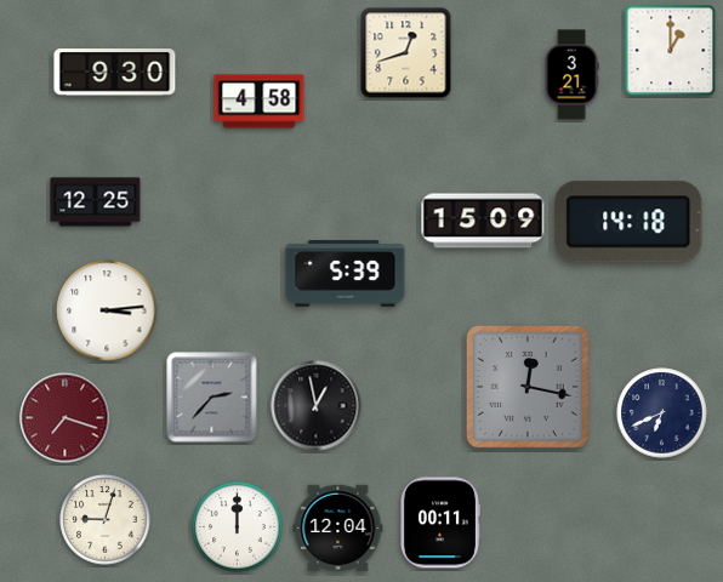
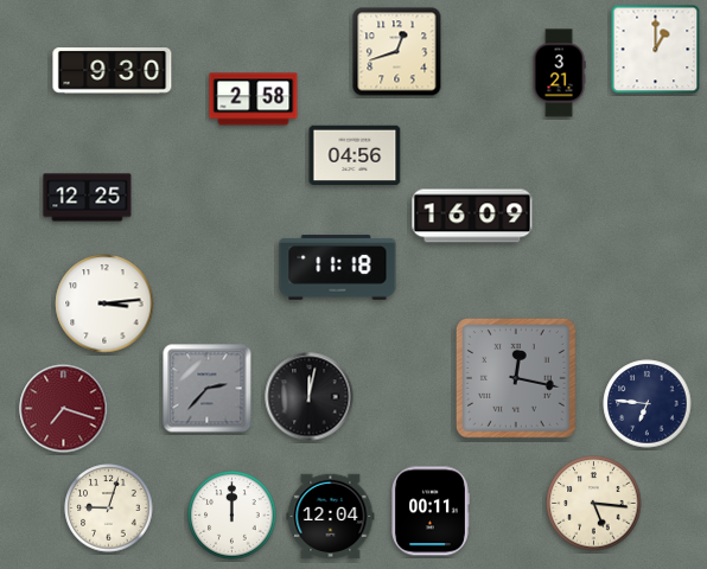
clock at (260, 102): 4:58 -> 2:58
clock at (355, 155): none -> 04:56
clock at (96, 202) position: (96, 202) -> (88, 198)
clock at (483, 221): 15:09 -> 16:09
clock at (628, 222): 14:18 -> none
clock at (346, 274): 5:39 -> 11:18
clock at (317, 406): 12:58 -> 12:02
clock at (662, 413): 6:41 -> 6:46
clock at (594, 504): none -> 5:16
clock at (106, 520) position: (106, 520) -> (109, 509)
